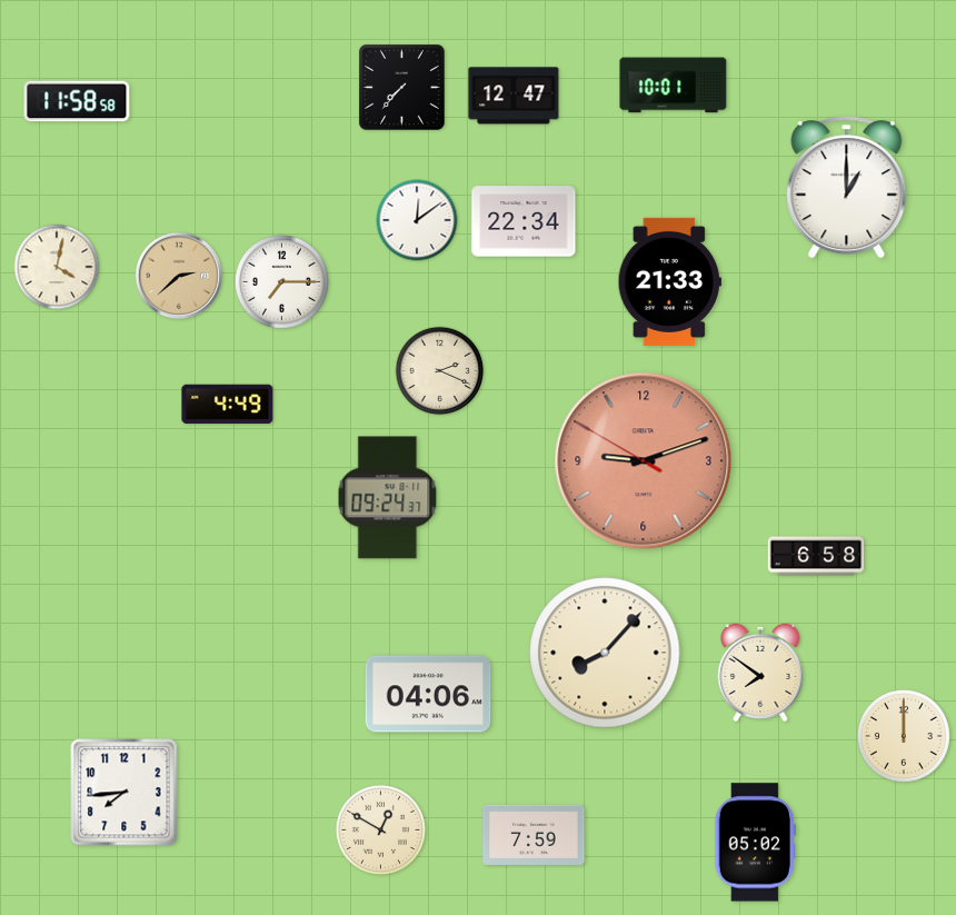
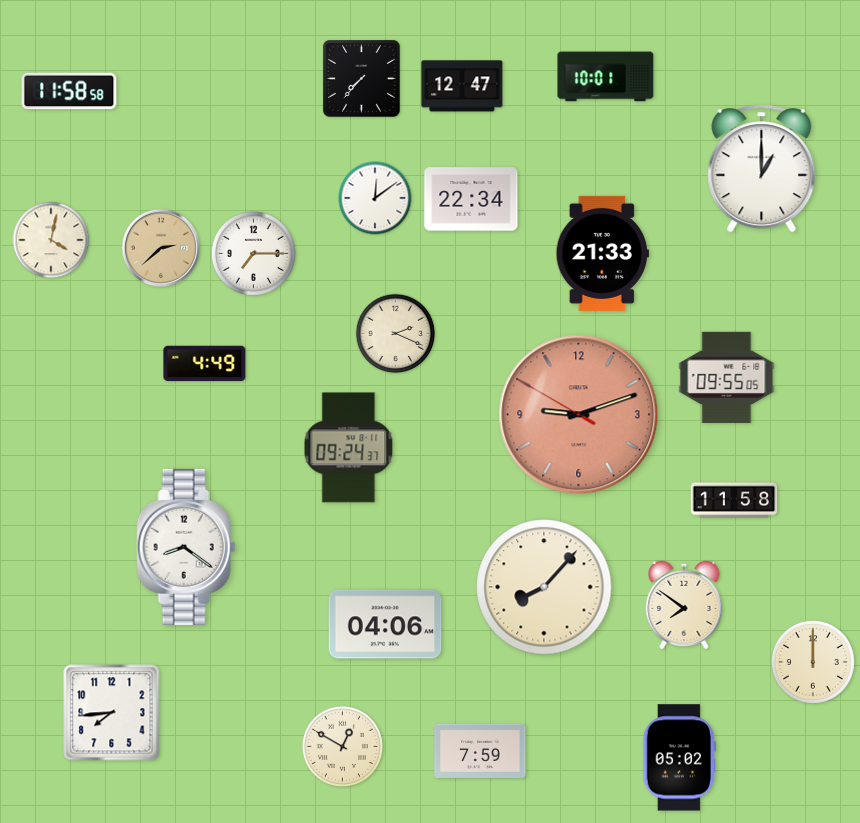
clock at (727, 377): none -> 09:55
clock at (816, 556): 6:58 -> 11:58
clock at (186, 547): none -> 8:21
